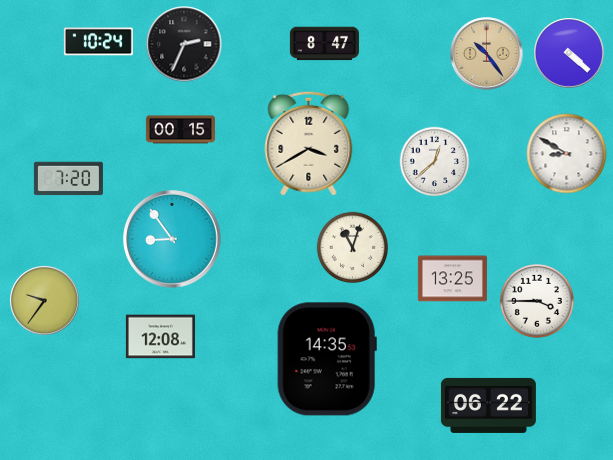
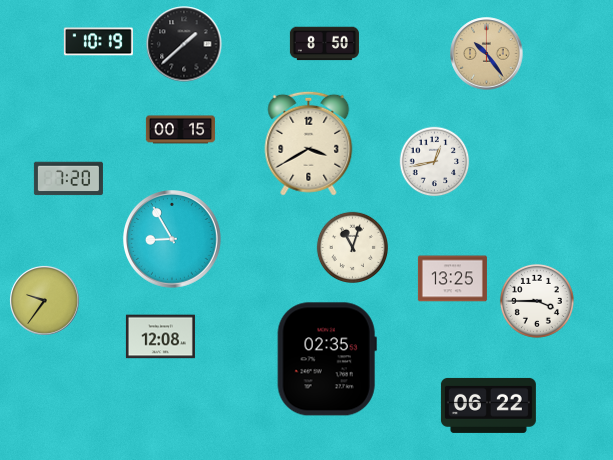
clock at (98, 42): 10:24 -> 10:19
clock at (184, 44): 2:34 -> 1:38
clock at (324, 44): 8:47 -> 8:50
clock at (570, 54): 4:22 -> none
clock at (567, 154): 8:50 -> none
clock at (435, 162): 12:38 -> 12:43
clock at (173, 240): 8:54 -> 8:55
clock at (327, 359): 14:35 -> 02:35
